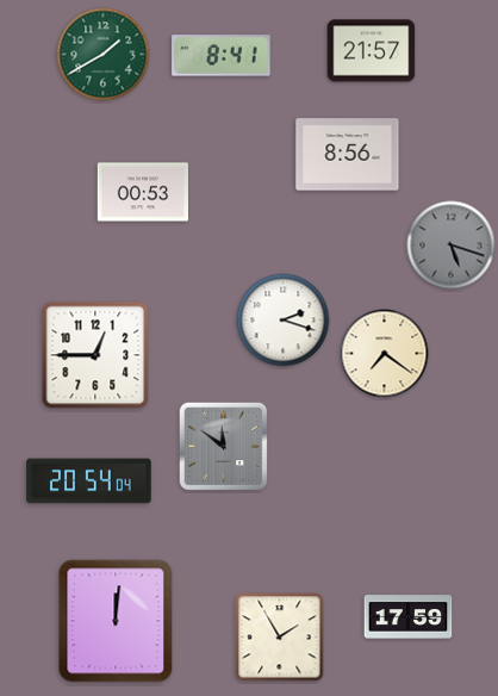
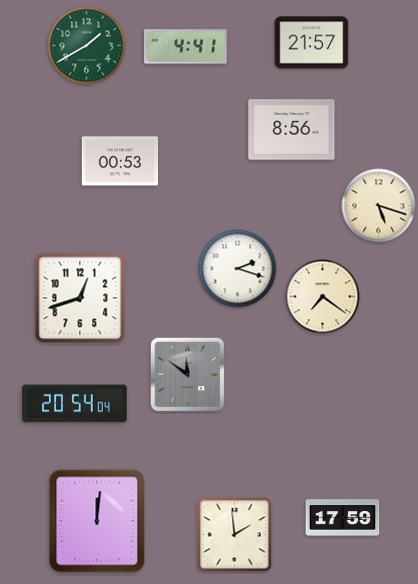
clock at (222, 56): 8:41 -> 4:41
clock at (452, 246) dial: grey -> cream
clock at (95, 355): 12:45 -> 12:42
clock at (280, 638): 1:55 -> 1:59
